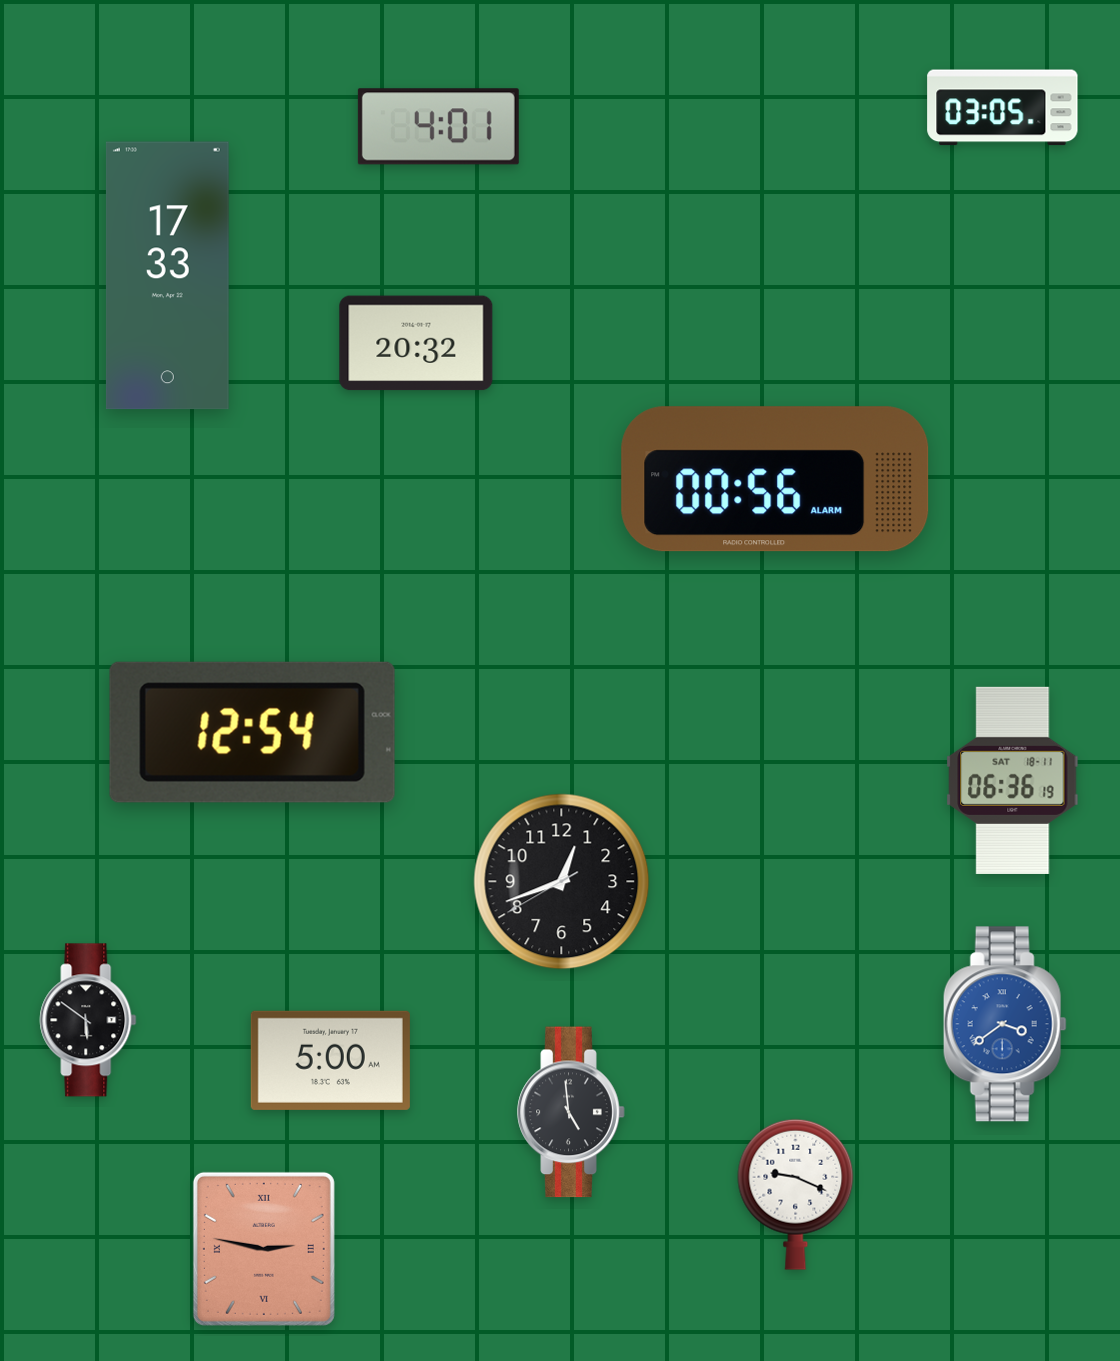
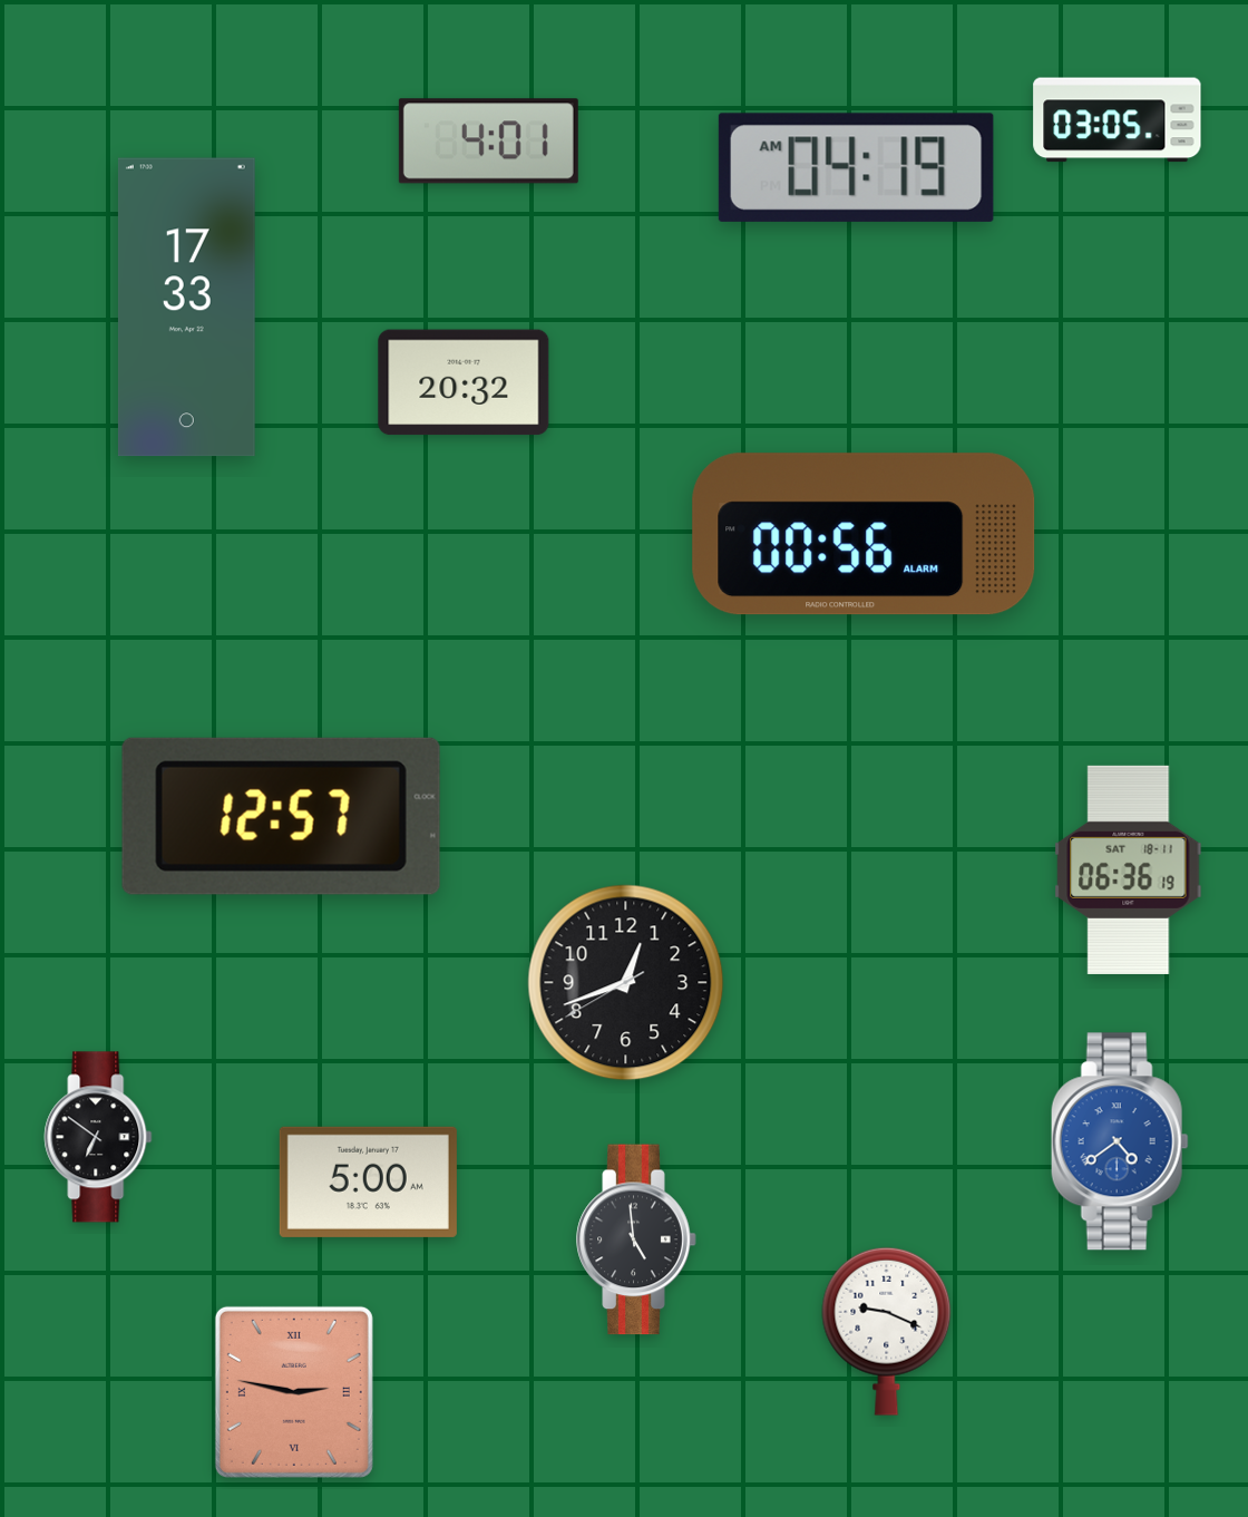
clock at (856, 167): none -> 04:19
clock at (252, 732): 12:54 -> 12:57
clock at (88, 1020): 5:51 -> 6:51
clock at (1005, 1024): 3:39 -> 4:39
